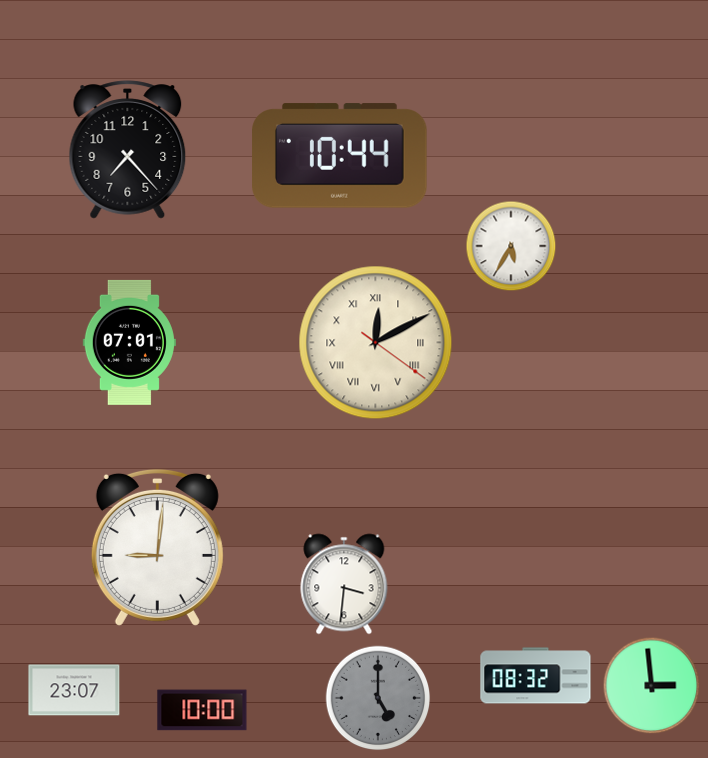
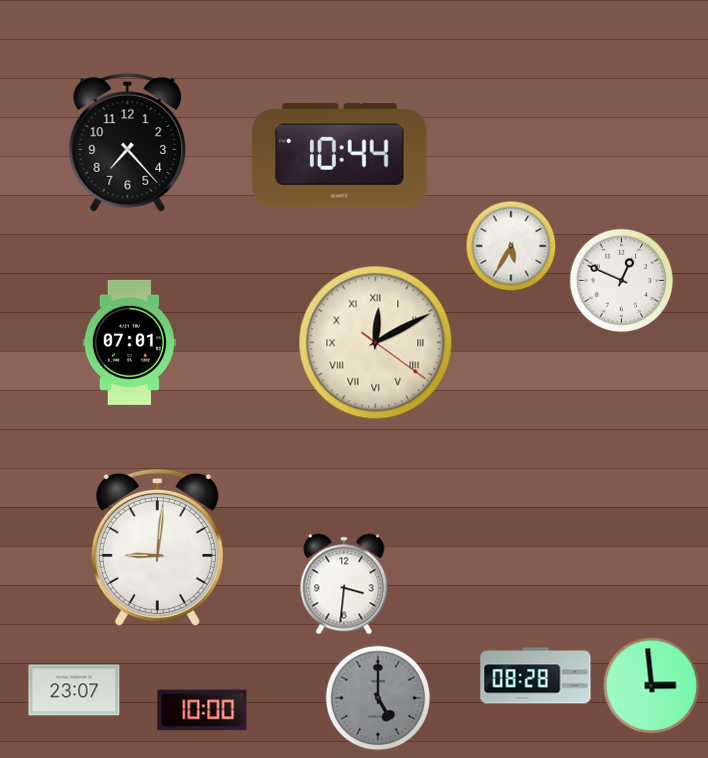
clock at (128, 150) position: (128, 150) -> (128, 143)
clock at (622, 281): none -> 12:49
clock at (536, 676): 08:32 -> 08:28
